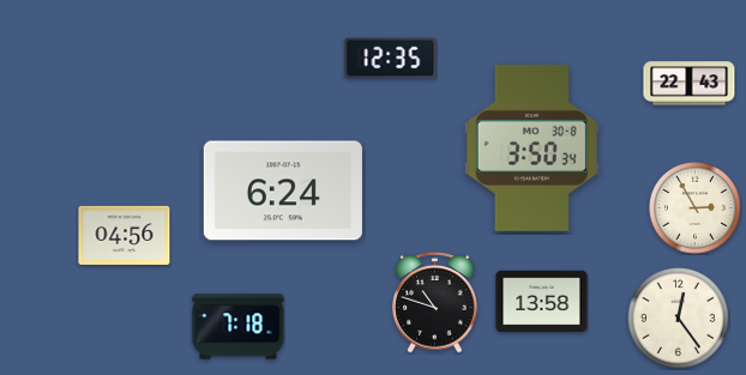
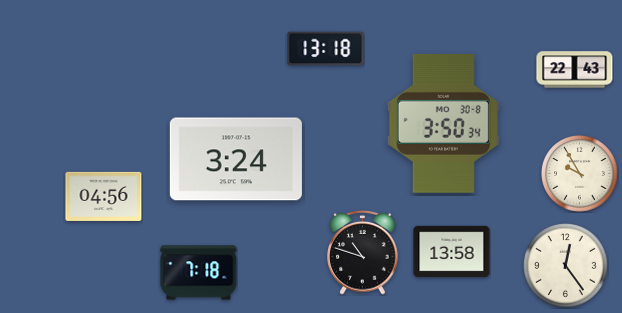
clock at (391, 59): 12:35 -> 13:18
clock at (283, 190): 6:24 -> 3:24
clock at (696, 208): 2:55 -> 9:55
